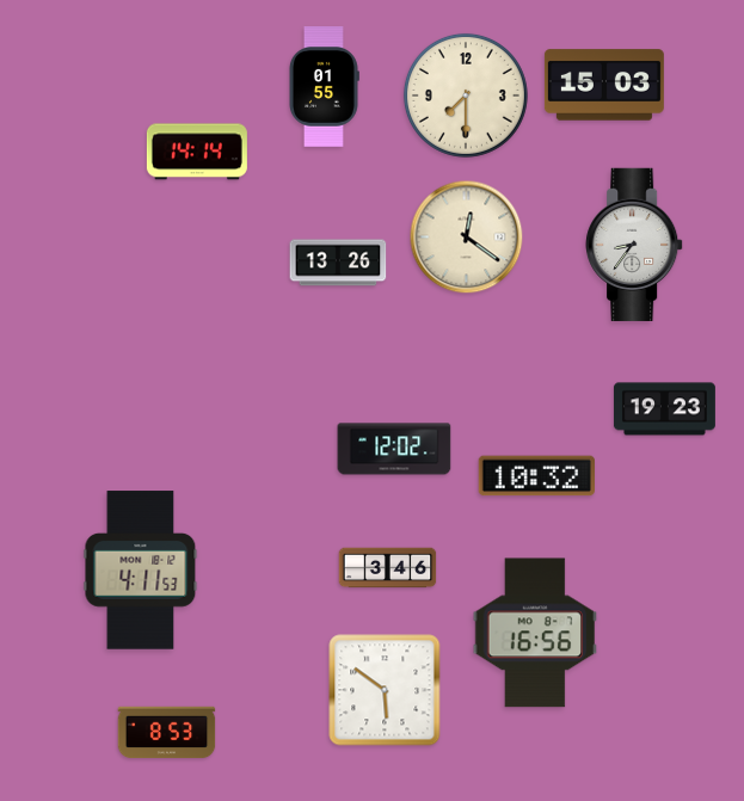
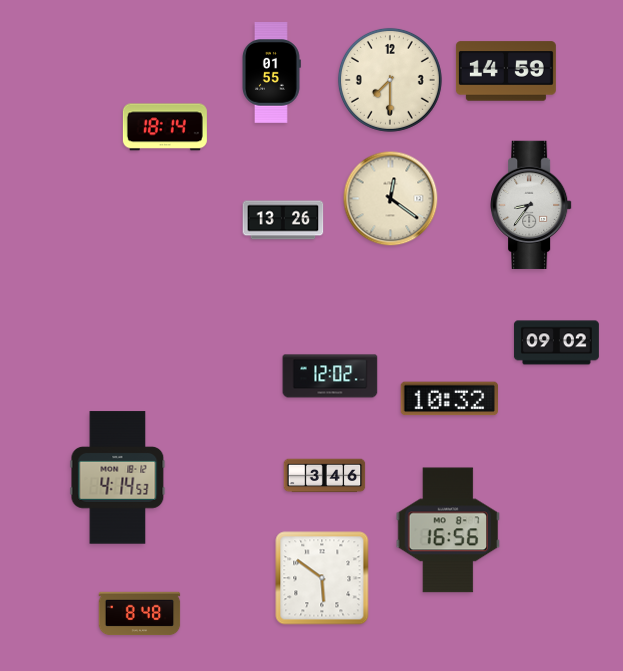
clock at (604, 85): 15:03 -> 14:59
clock at (197, 152): 14:14 -> 18:14
clock at (664, 409): 19:23 -> 09:02
clock at (141, 571): 4:11 -> 4:14
clock at (167, 733): 8:53 -> 8:48
